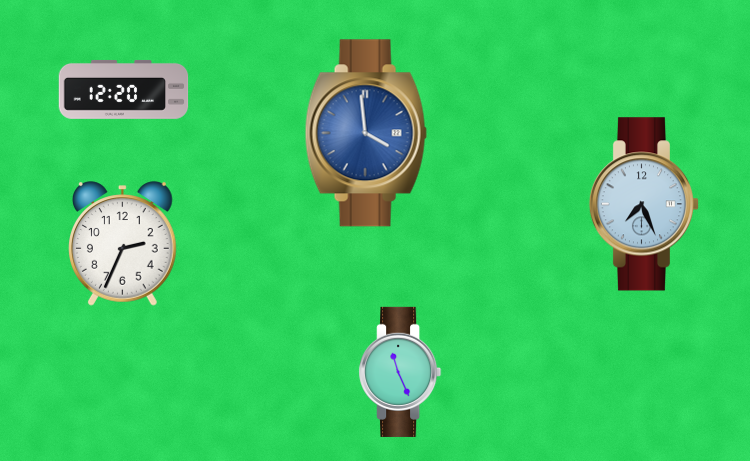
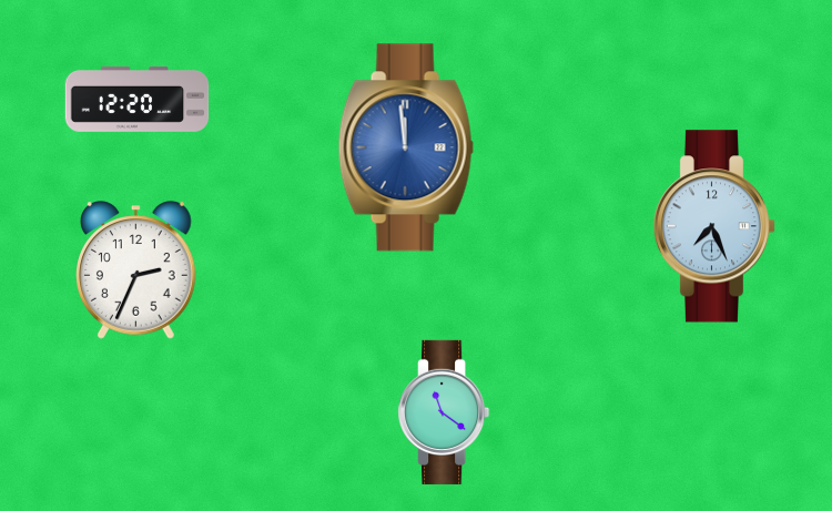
clock at (366, 133): 3:59 -> 11:59
clock at (400, 372): 11:26 -> 11:21
